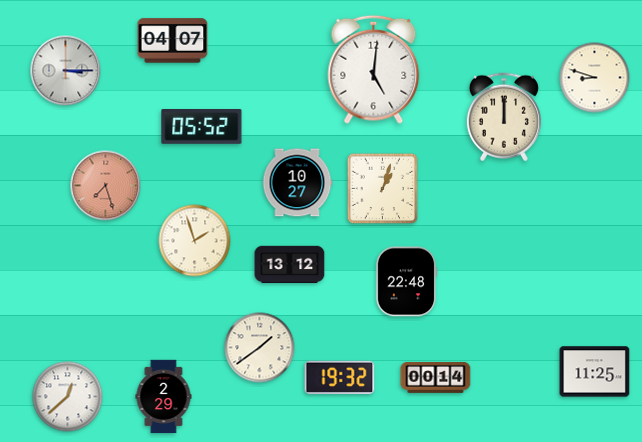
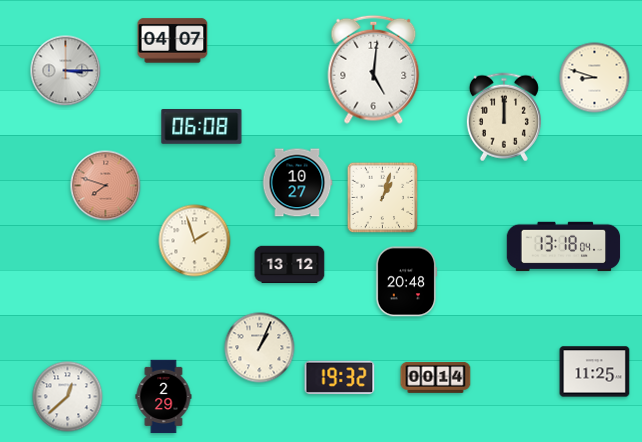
clock at (202, 127): 05:52 -> 06:08
clock at (106, 186): 7:27 -> 7:48
clock at (383, 189) position: (383, 189) -> (383, 198)
clock at (564, 247): none -> 13:18
clock at (406, 282): 22:48 -> 20:48
clock at (260, 348): 1:39 -> 1:04
